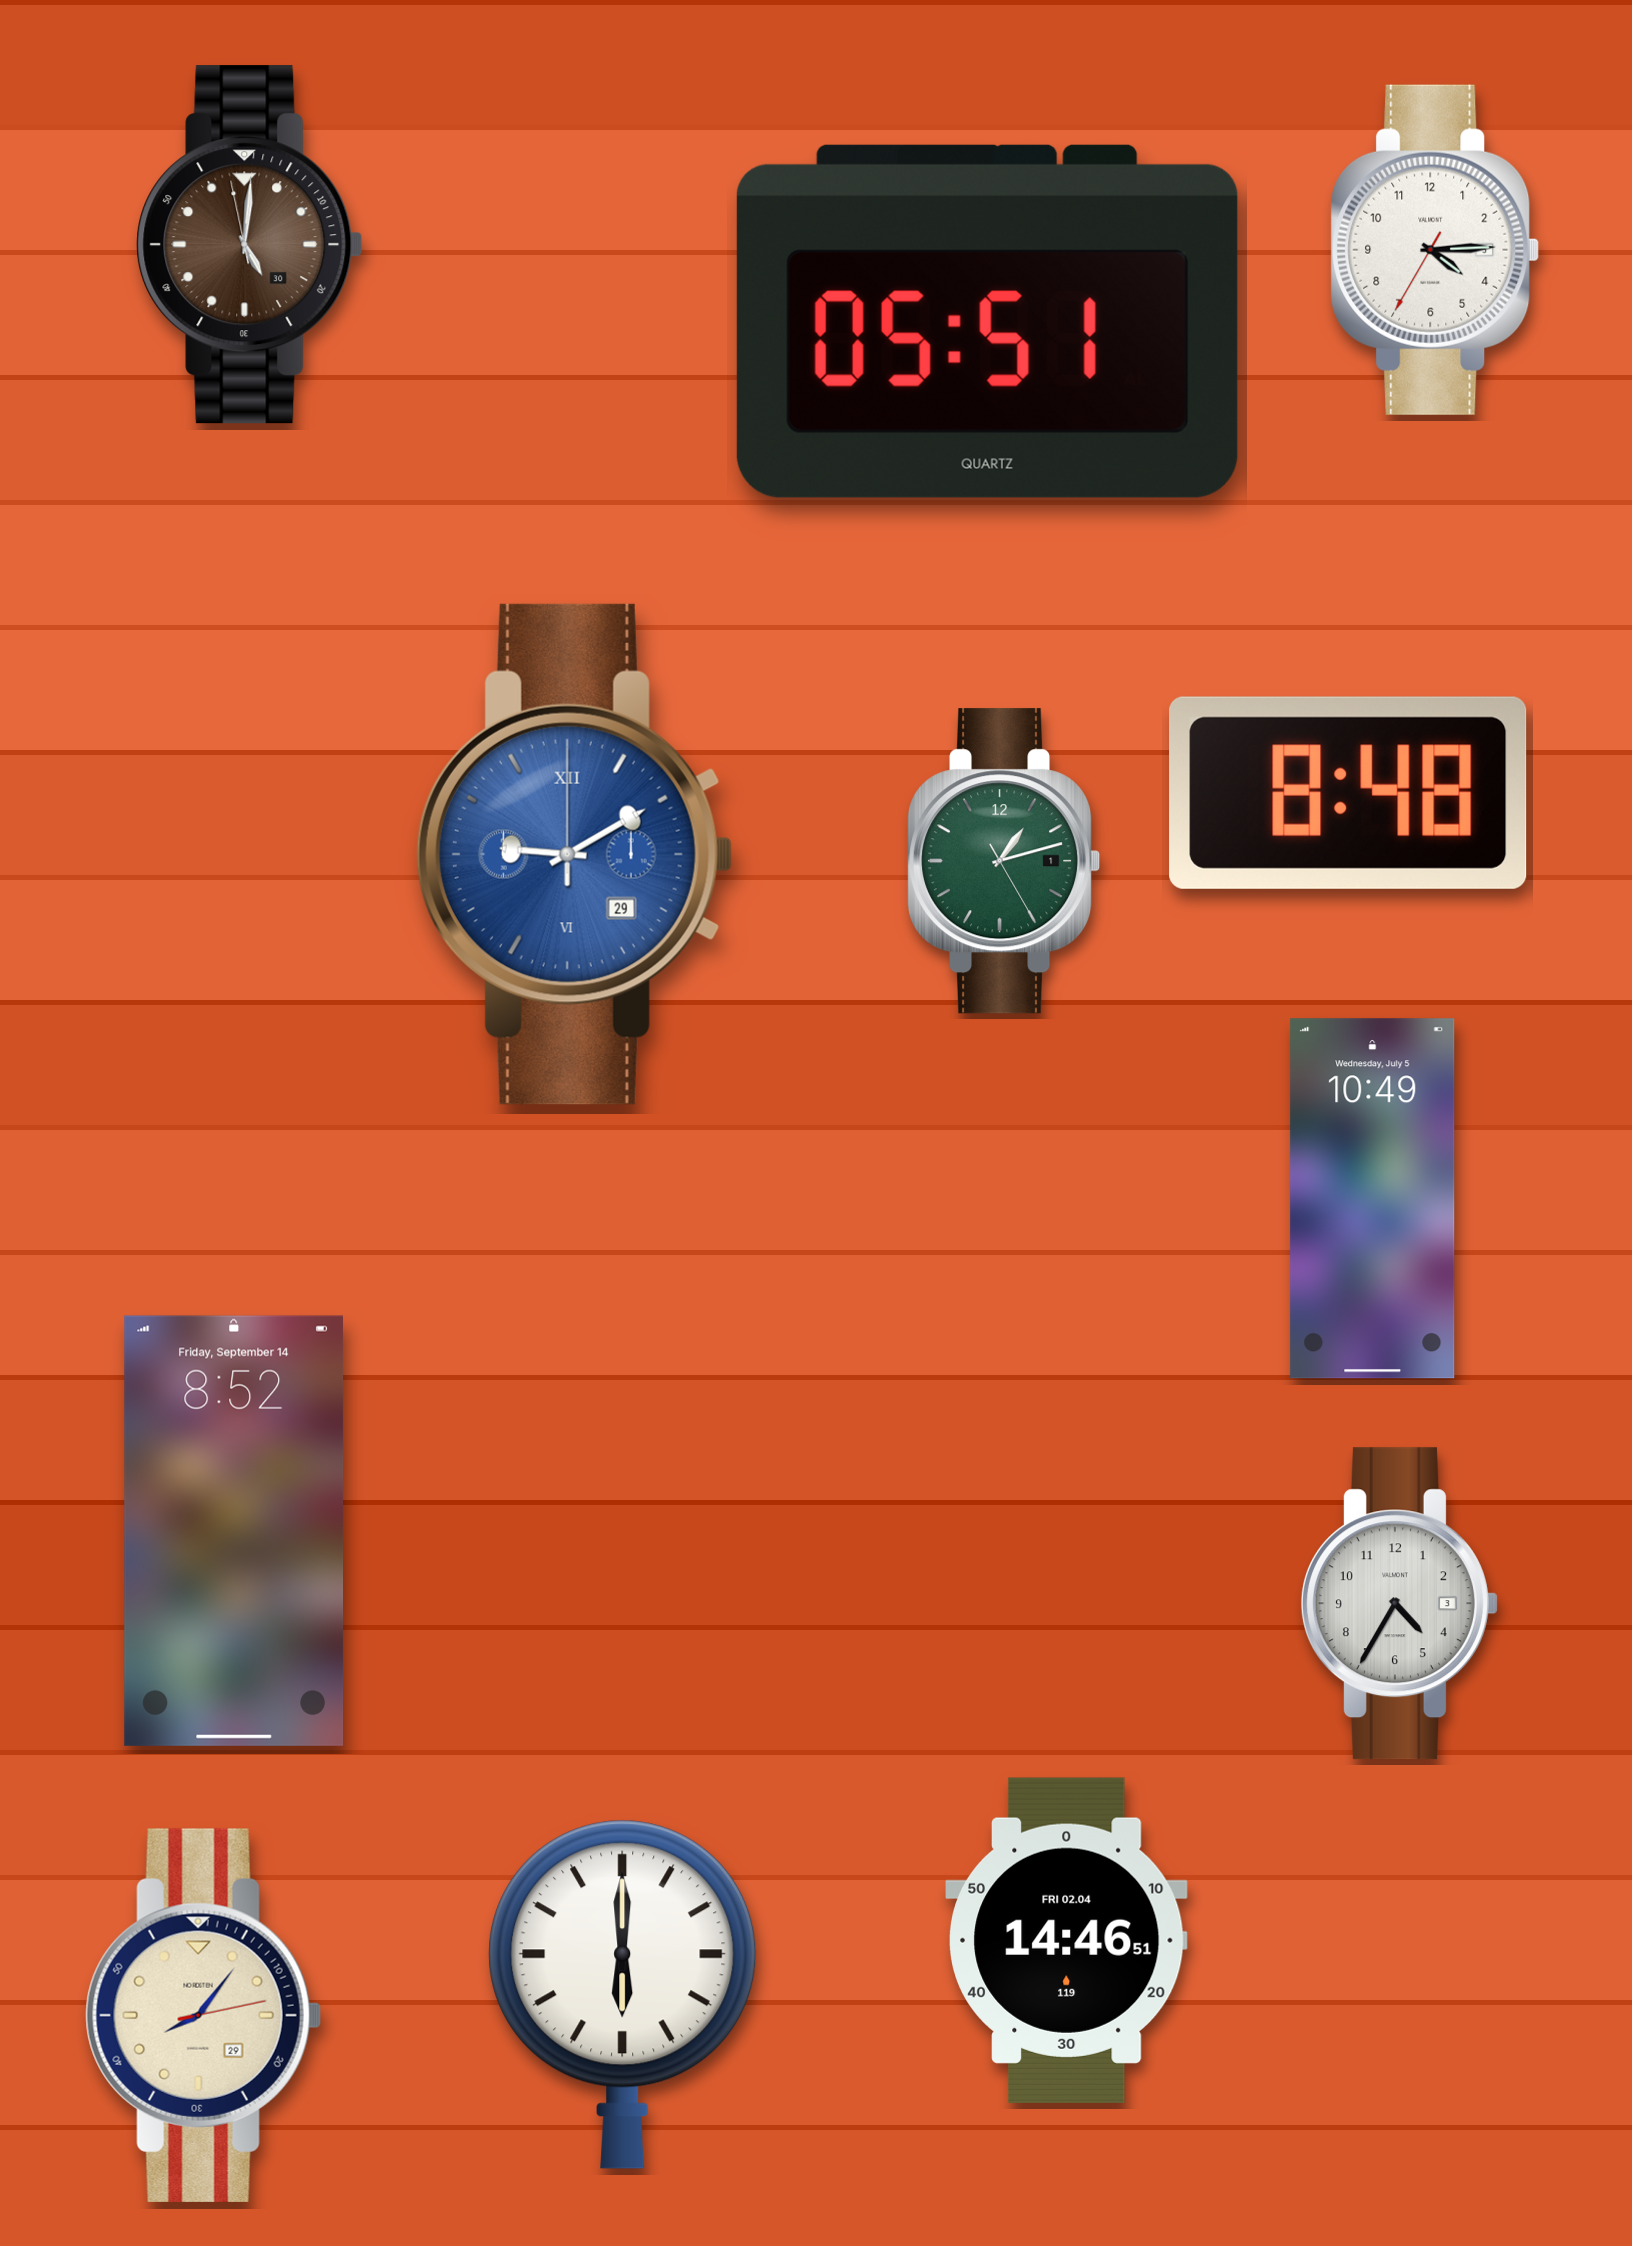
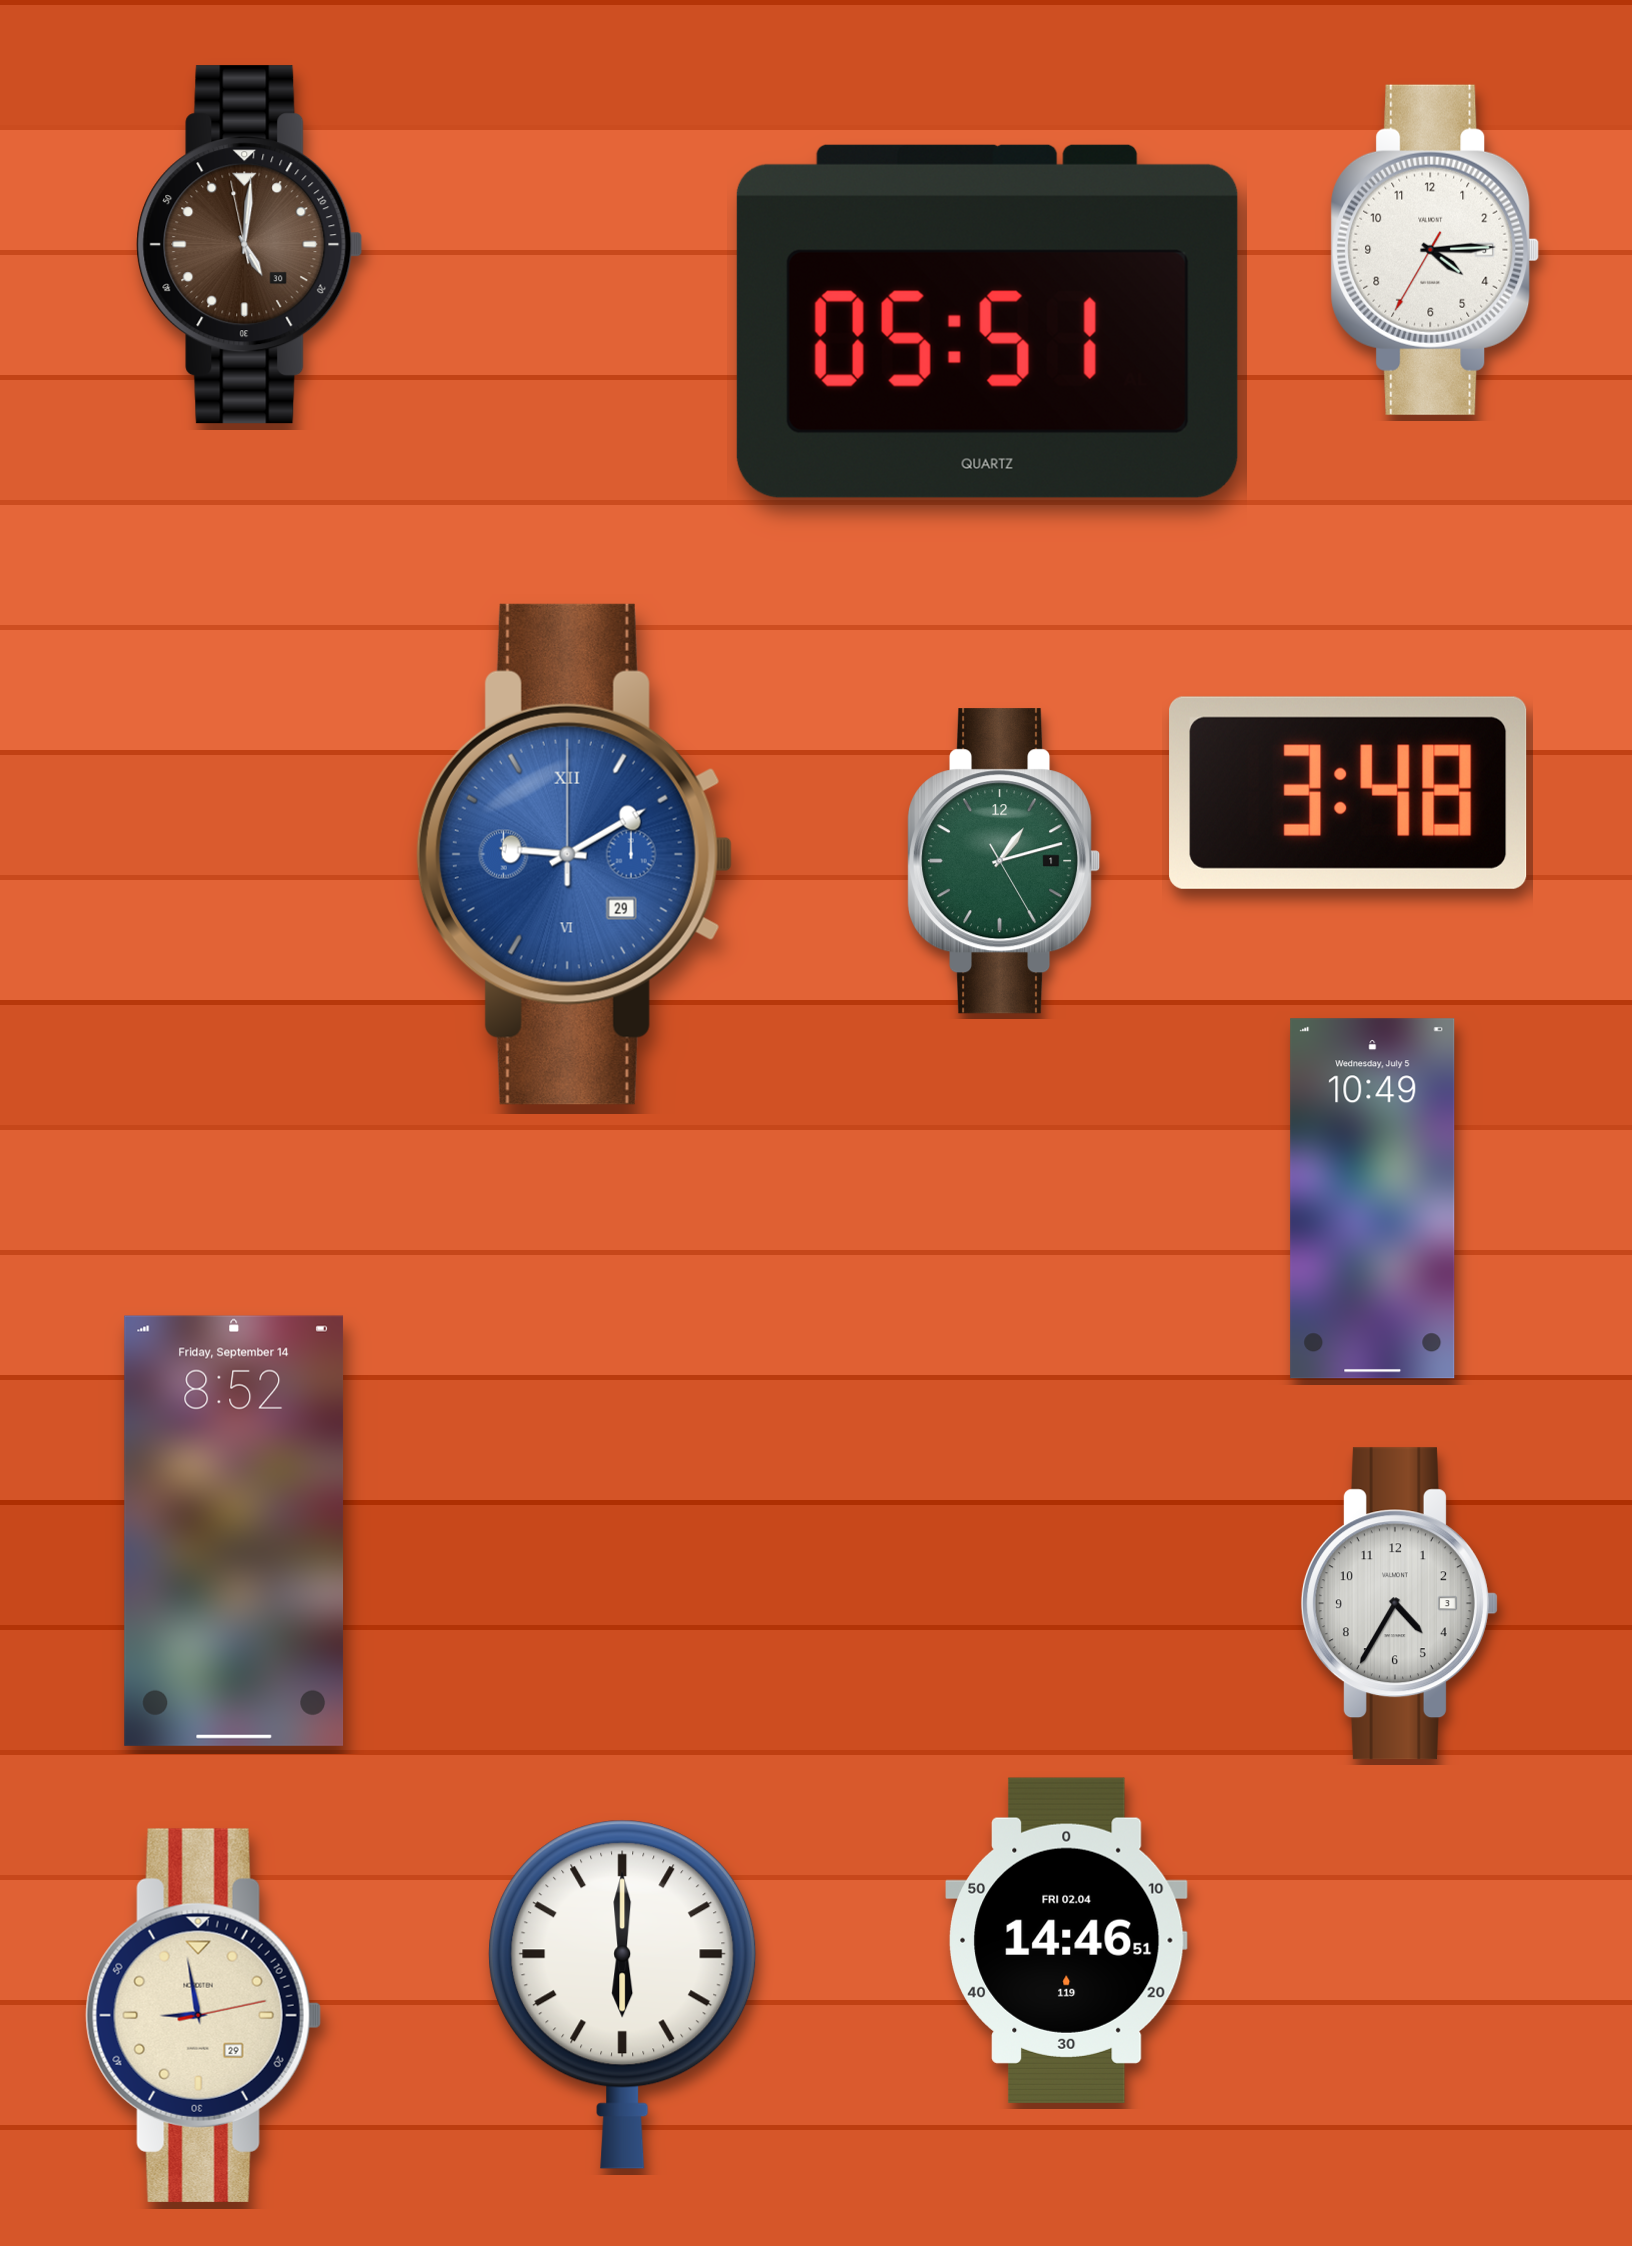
clock at (1348, 793): 8:48 -> 3:48
clock at (203, 2015): 8:06 -> 8:58
